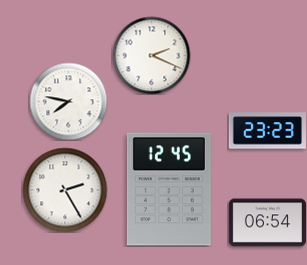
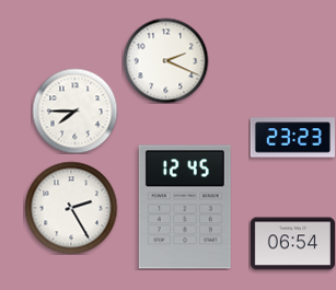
clock at (68, 101): 7:47 -> 7:45
clock at (267, 131) position: (267, 131) -> (292, 138)
